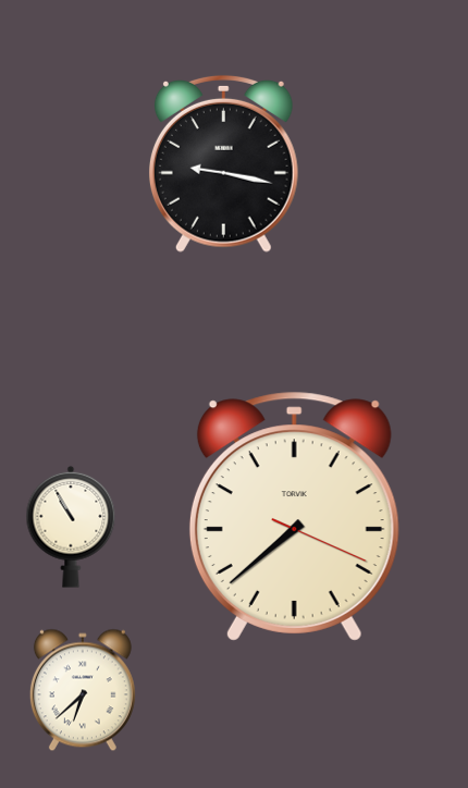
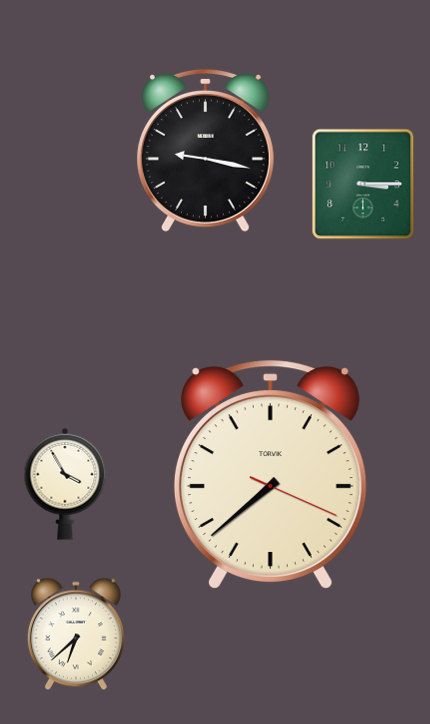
clock at (363, 184): none -> 3:15
clock at (71, 527): 10:55 -> 3:55
